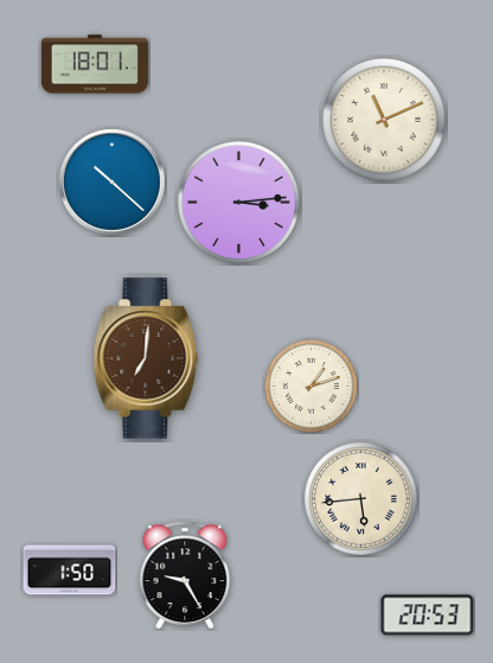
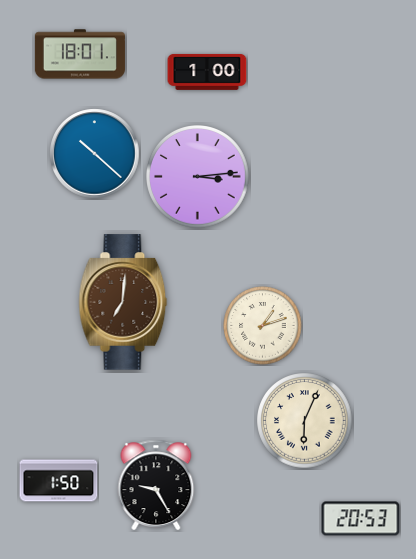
clock at (207, 72): none -> 1:00
clock at (385, 121): 11:11 -> none
clock at (239, 203) position: (239, 203) -> (198, 177)
clock at (361, 499): 5:44 -> 6:04
